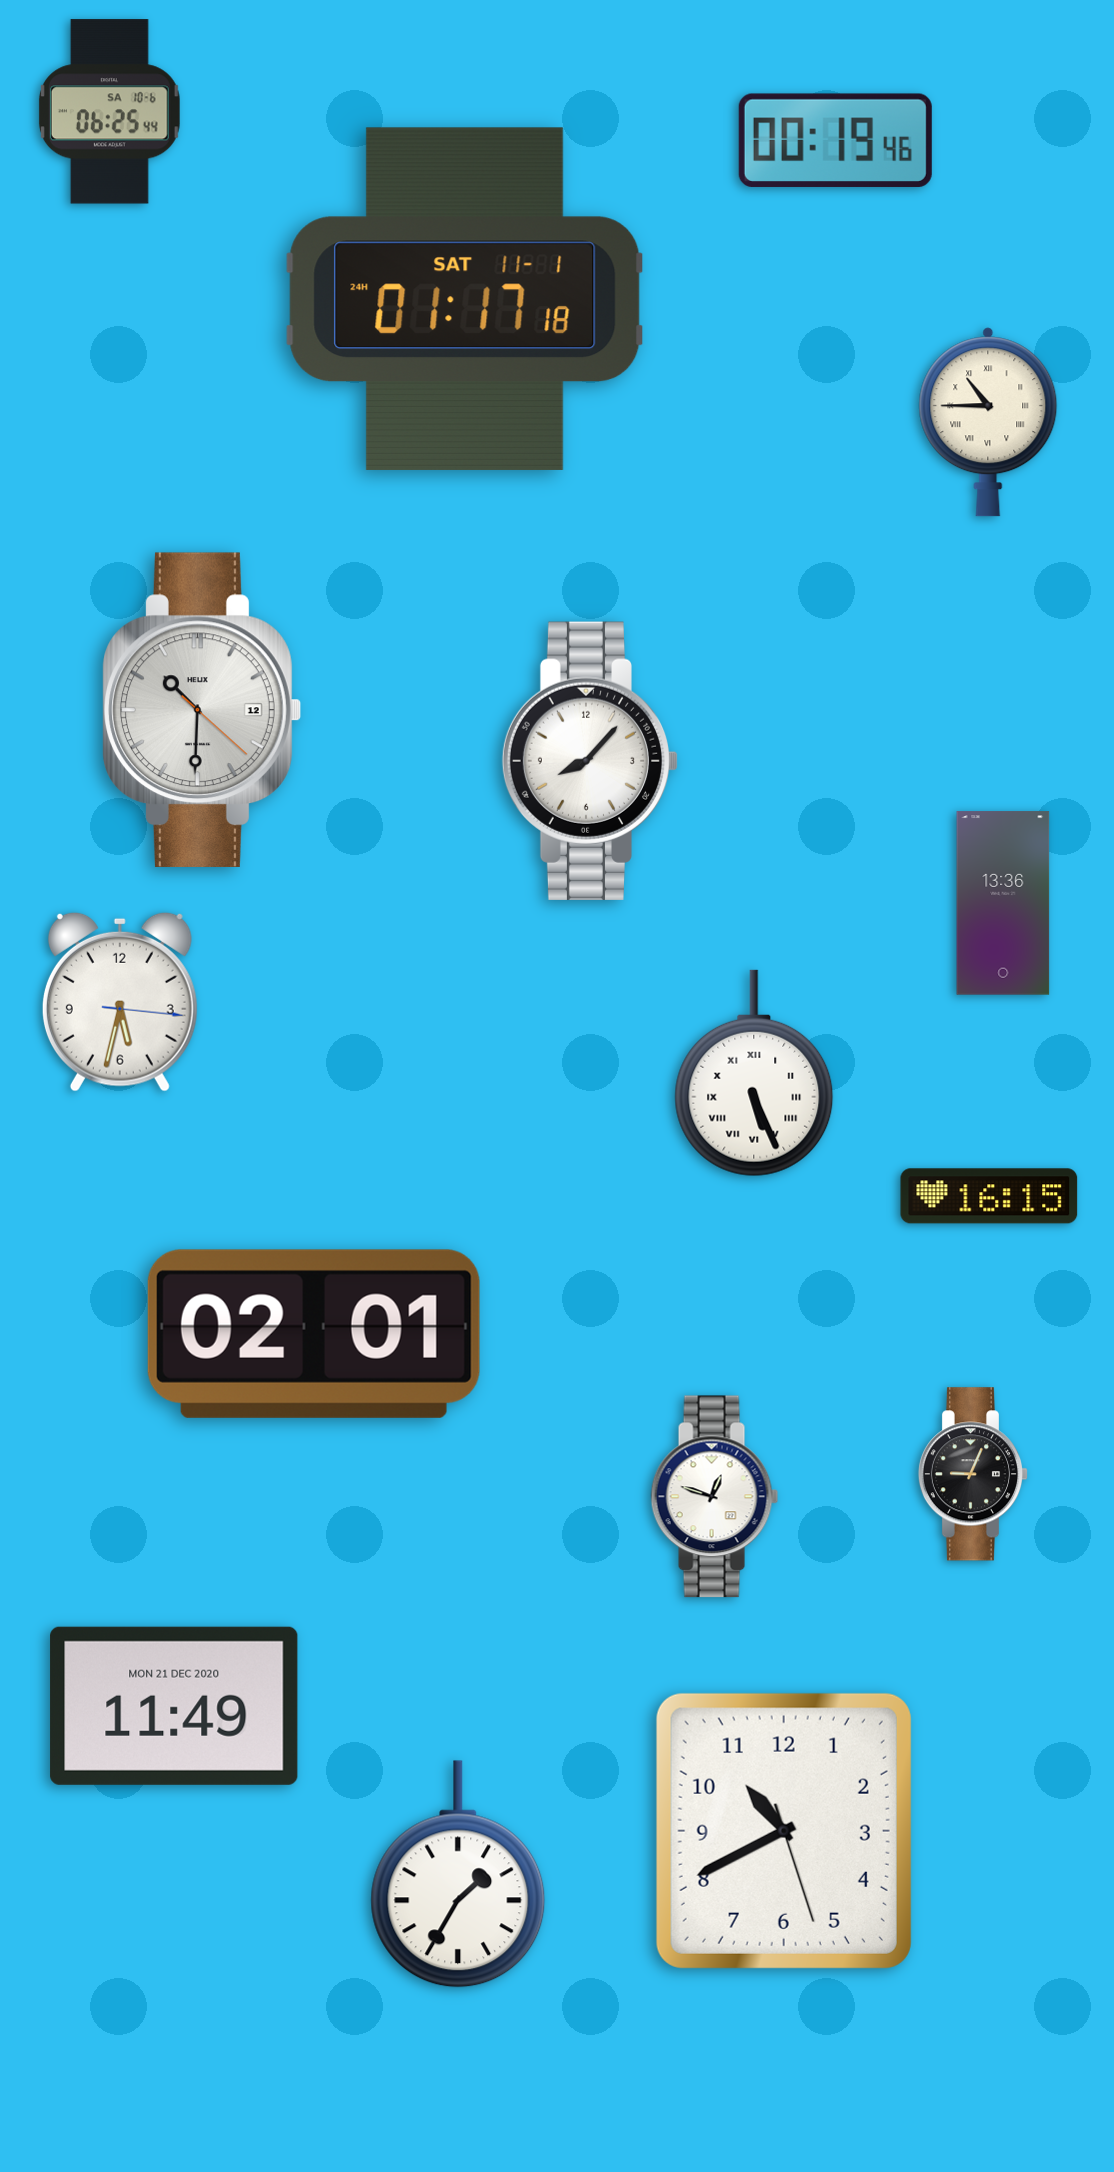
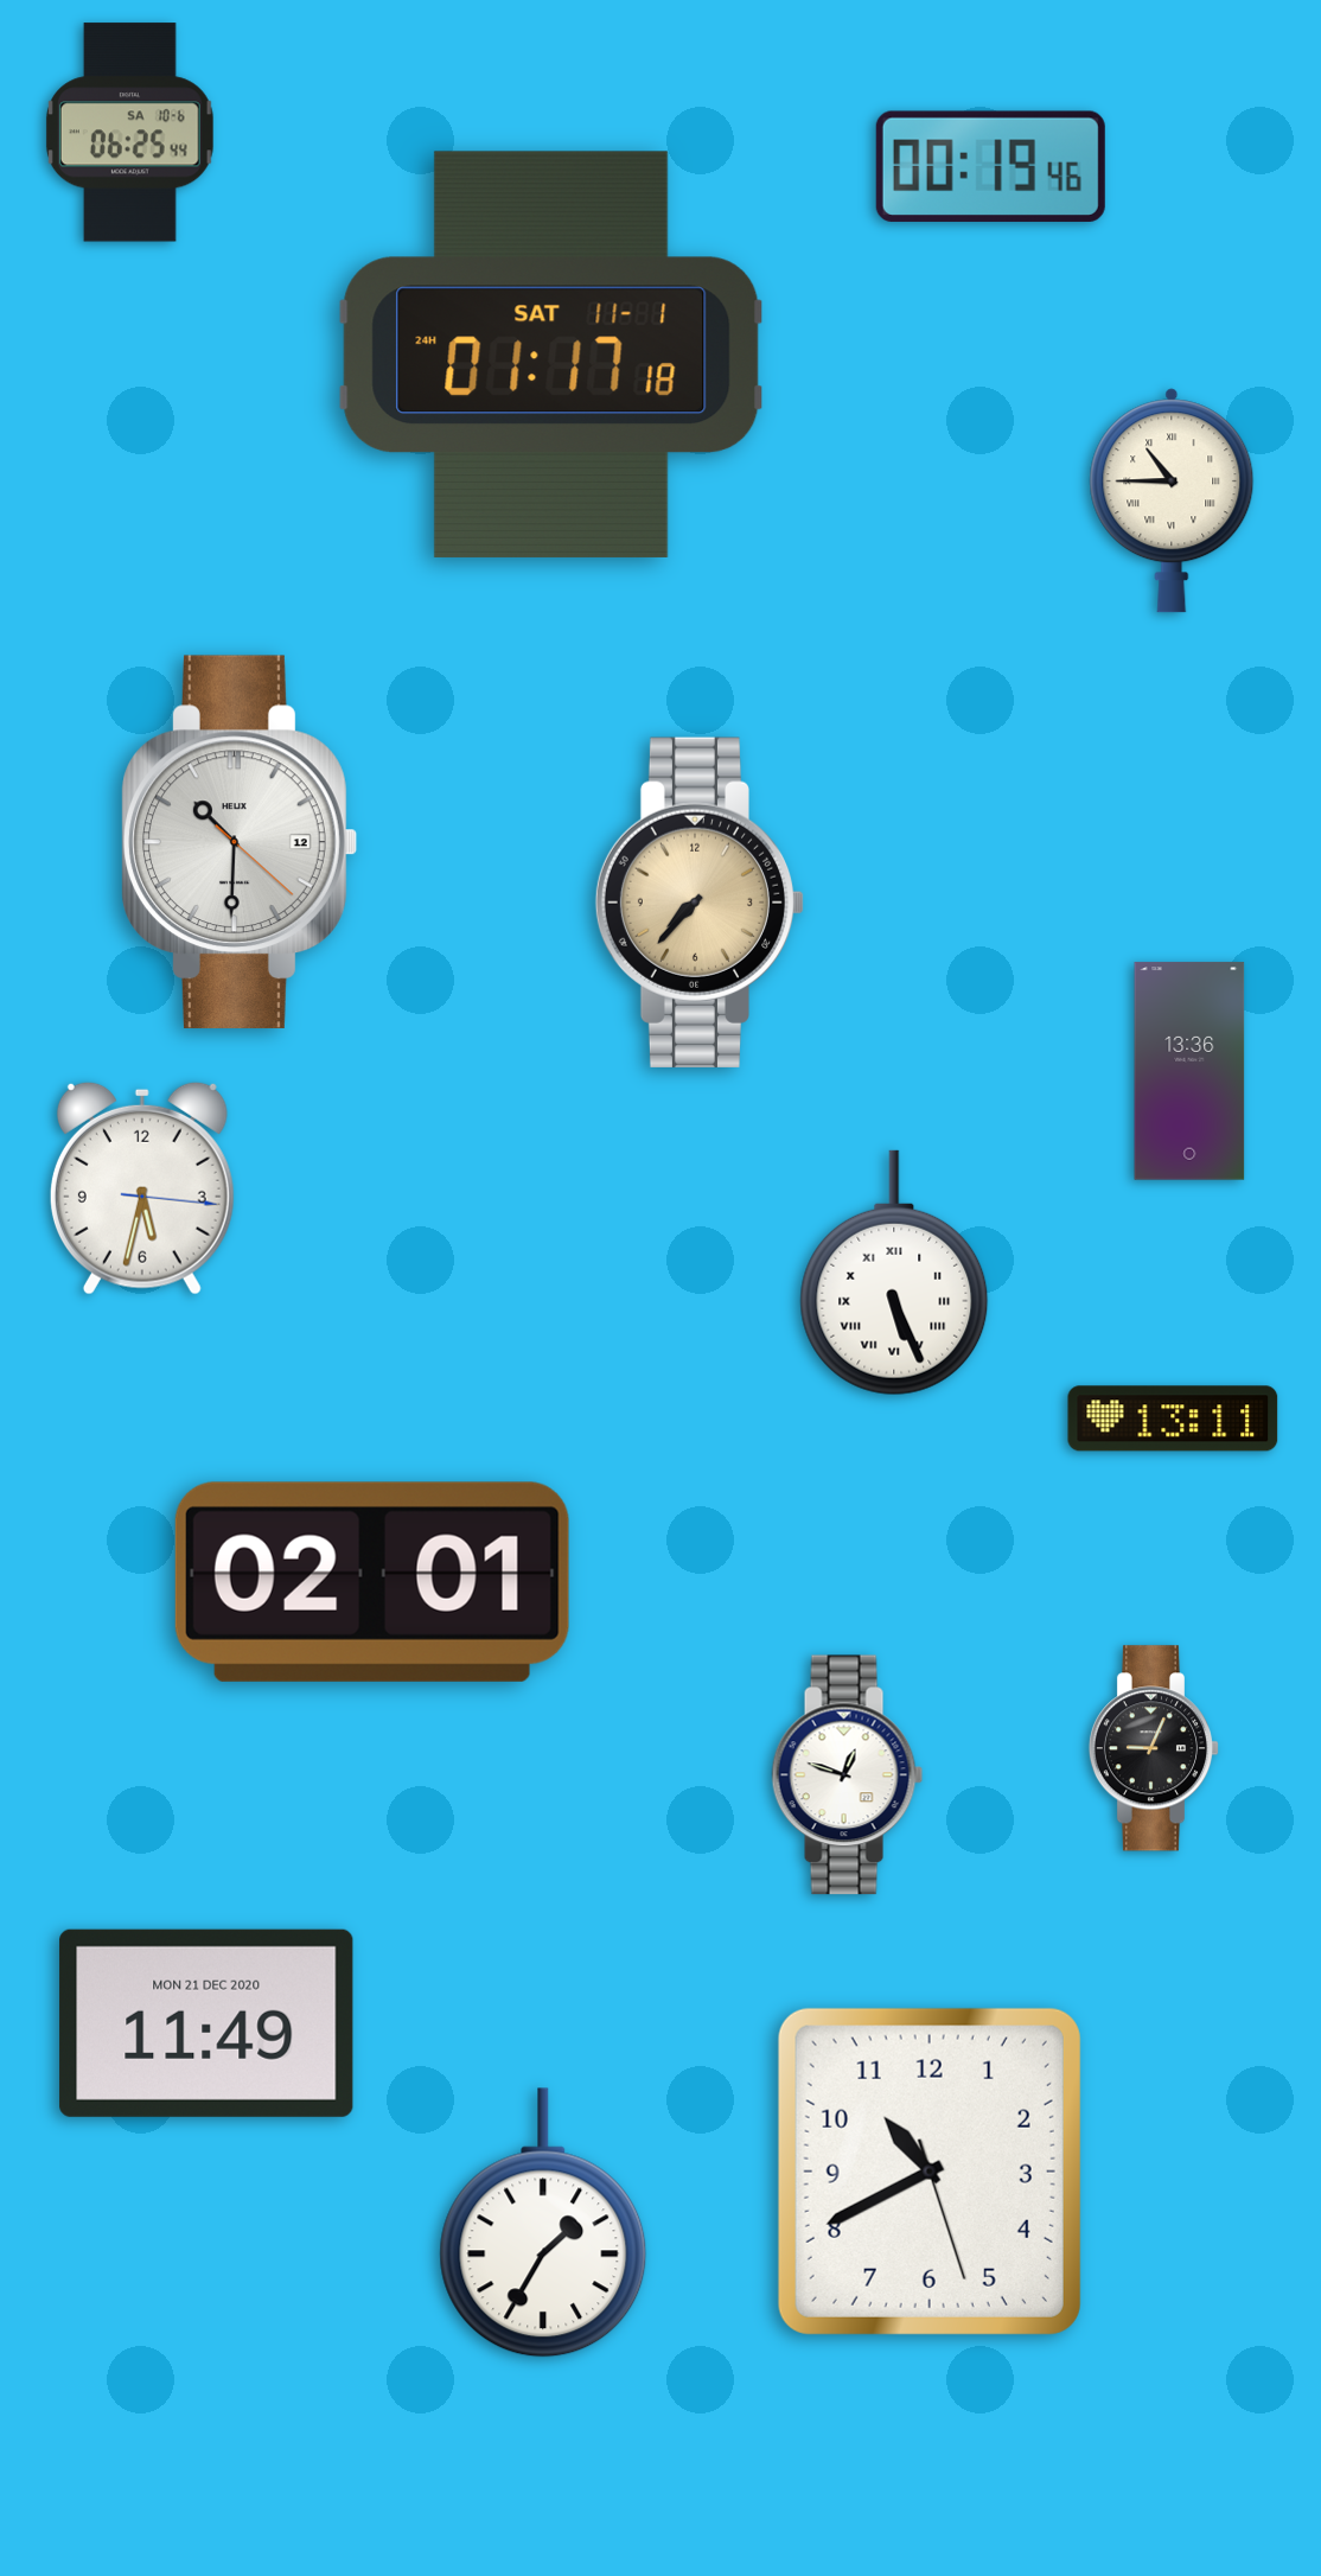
clock at (590, 761): 8:07 -> 7:37
clock at (590, 761) dial: white -> champagne
clock at (989, 1196): 16:15 -> 13:11
